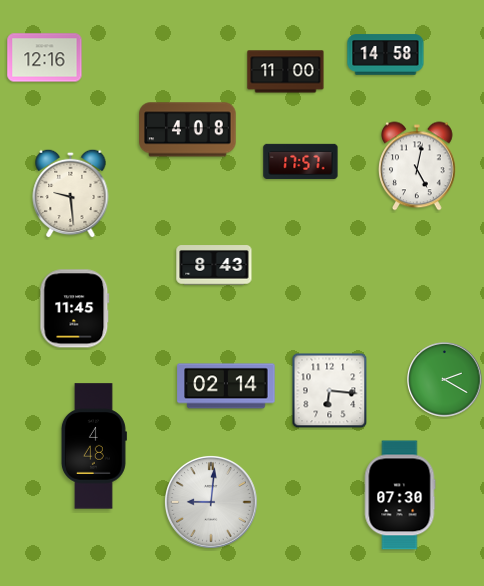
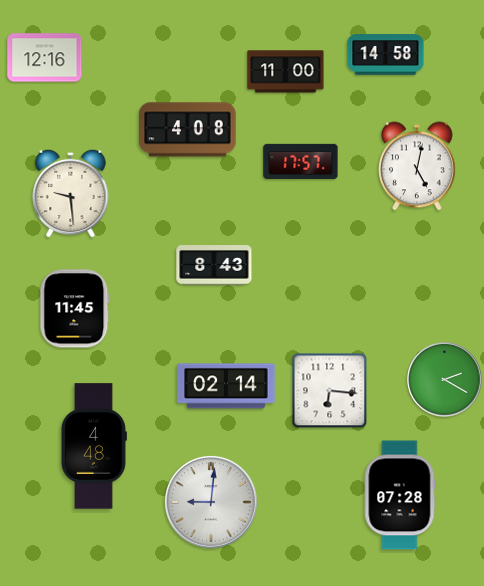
clock at (400, 495): 07:30 -> 07:28
